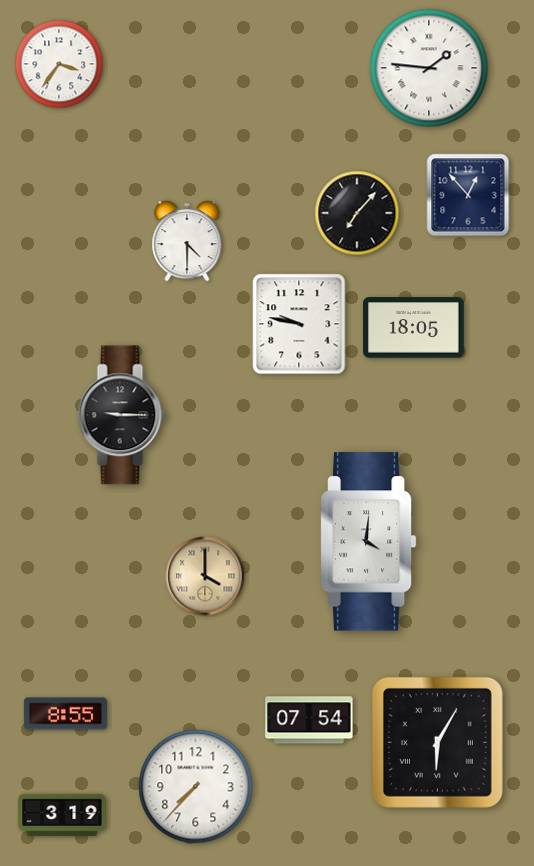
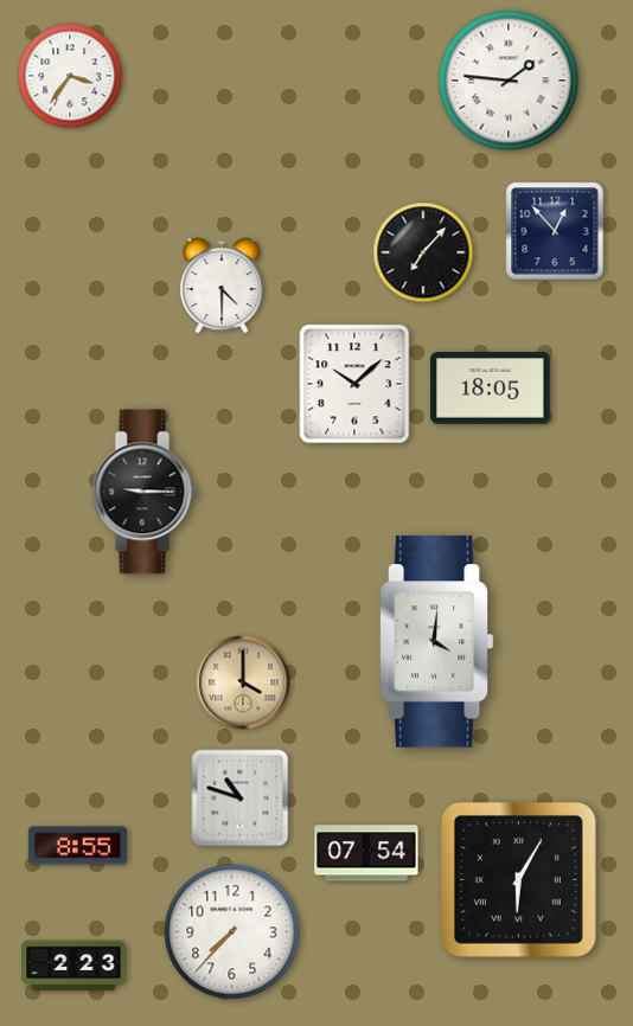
clock at (299, 324): 9:47 -> 10:08
clock at (241, 799): none -> 10:48
clock at (62, 815): 3:19 -> 2:23
